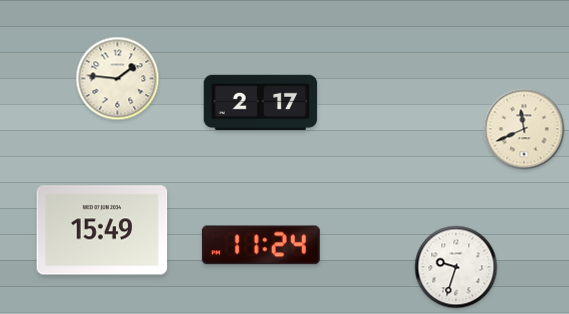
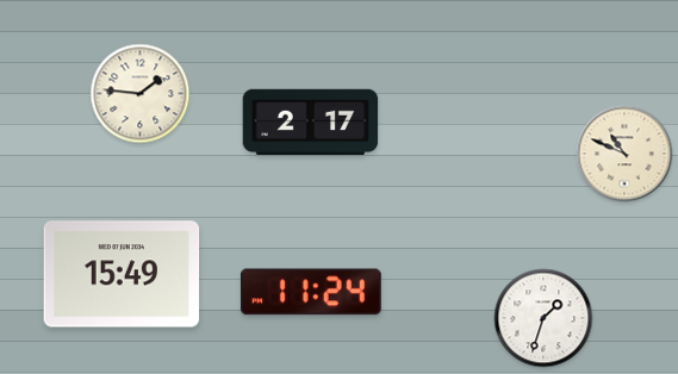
clock at (524, 129): 11:41 -> 10:49
clock at (456, 267): 9:33 -> 1:33
